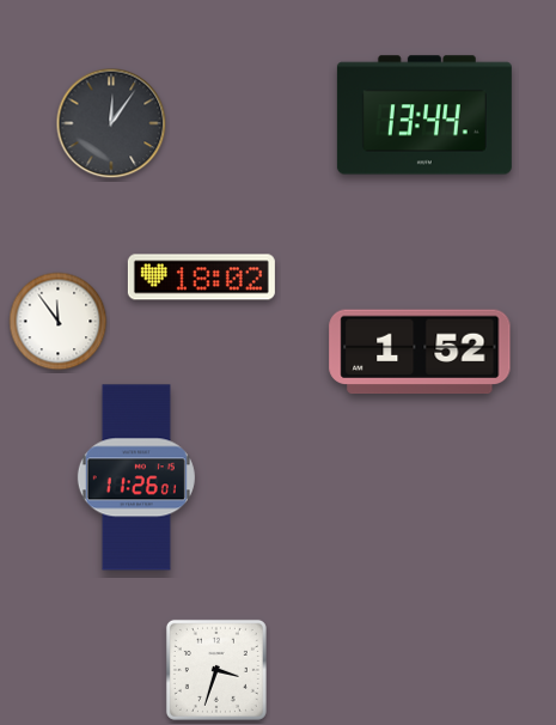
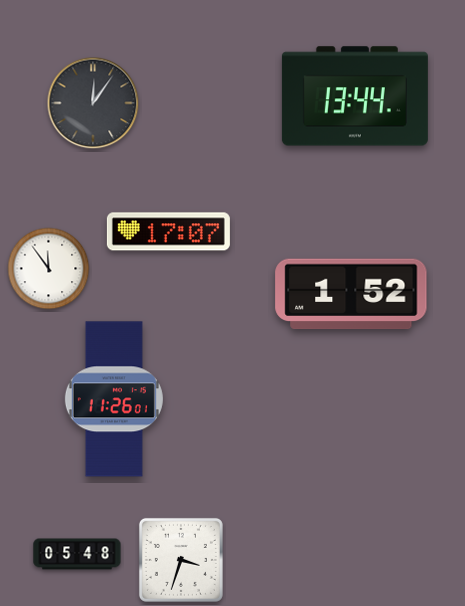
clock at (201, 278): 18:02 -> 17:07
clock at (77, 554): none -> 05:48
